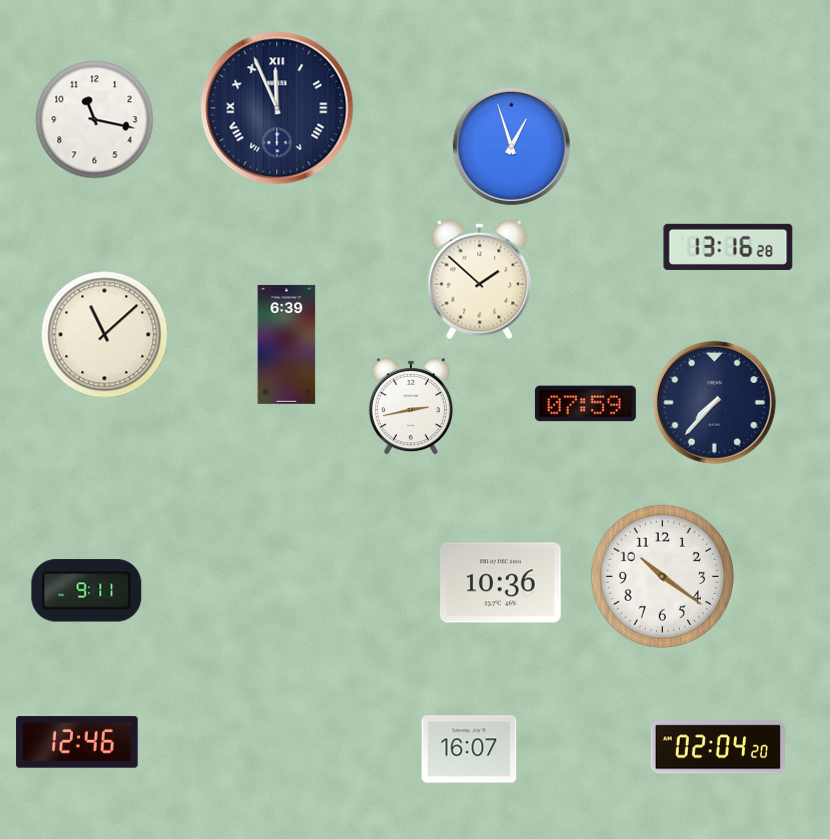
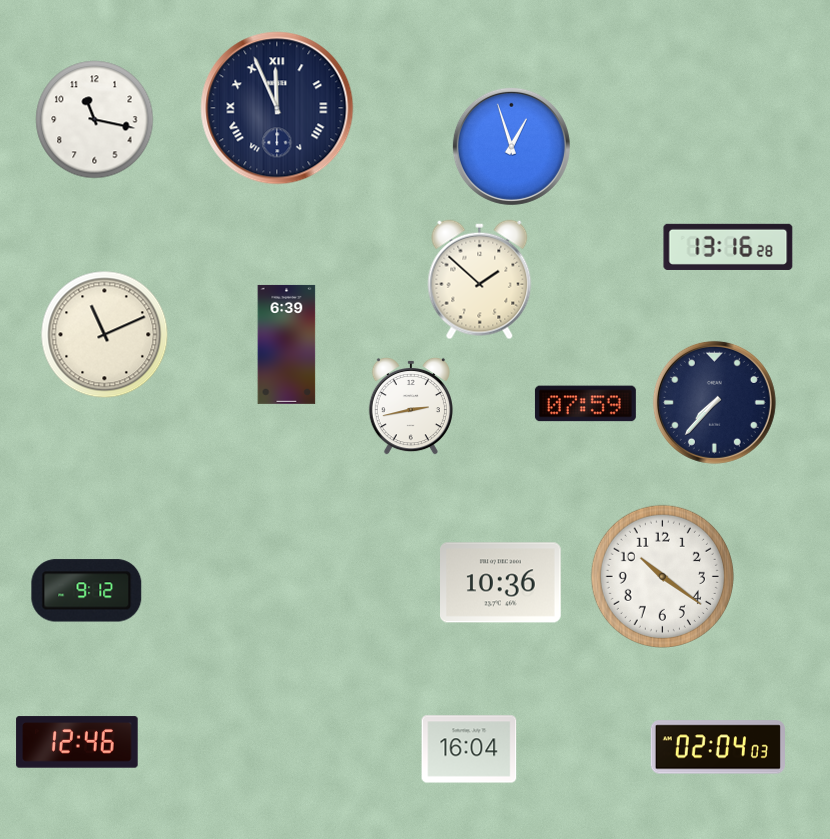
clock at (105, 335): 11:08 -> 11:11
clock at (87, 591): 9:11 -> 9:12
clock at (717, 747): 02:04:20 -> 02:04:03
clock at (469, 749): 16:07 -> 16:04
